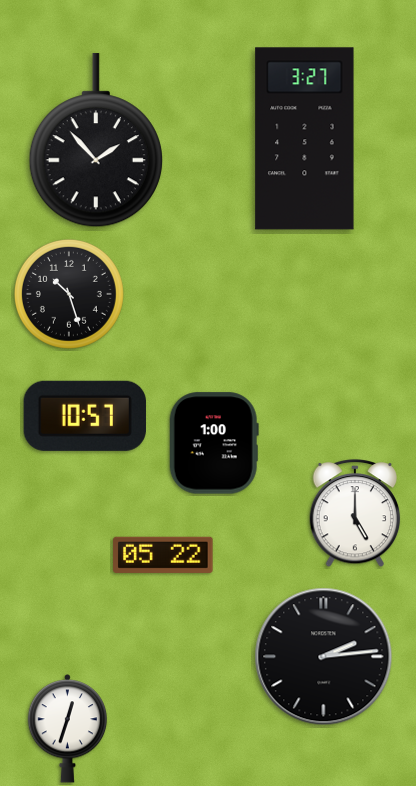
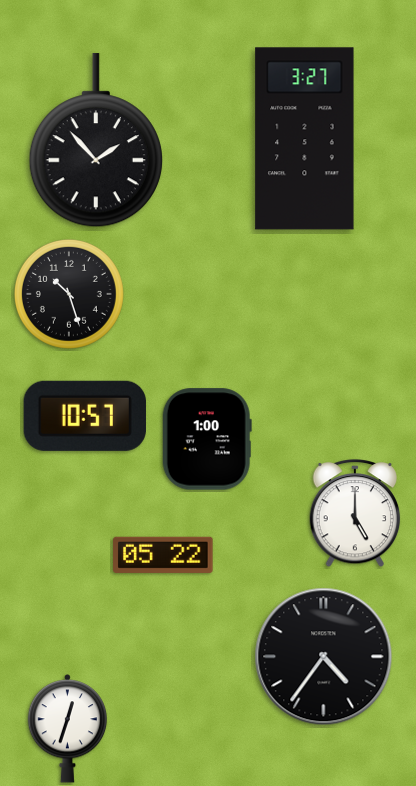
clock at (214, 443) position: (214, 443) -> (207, 439)
clock at (324, 657): 2:14 -> 4:36
